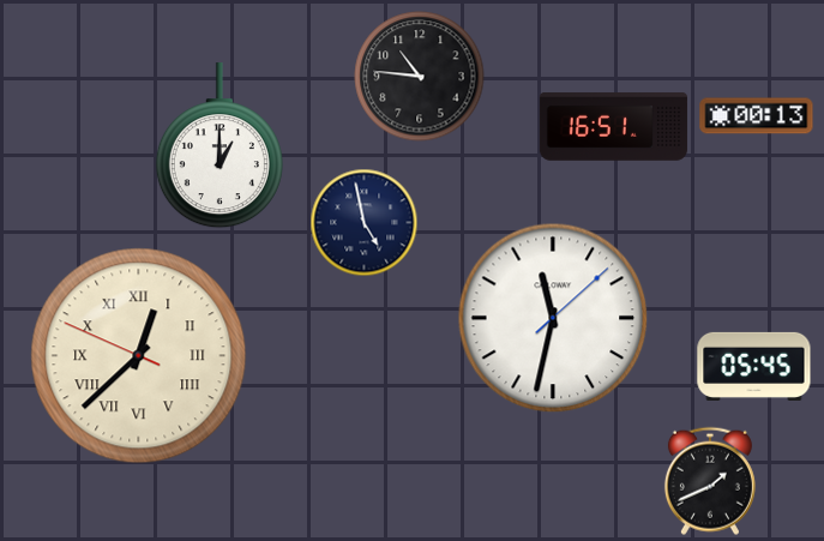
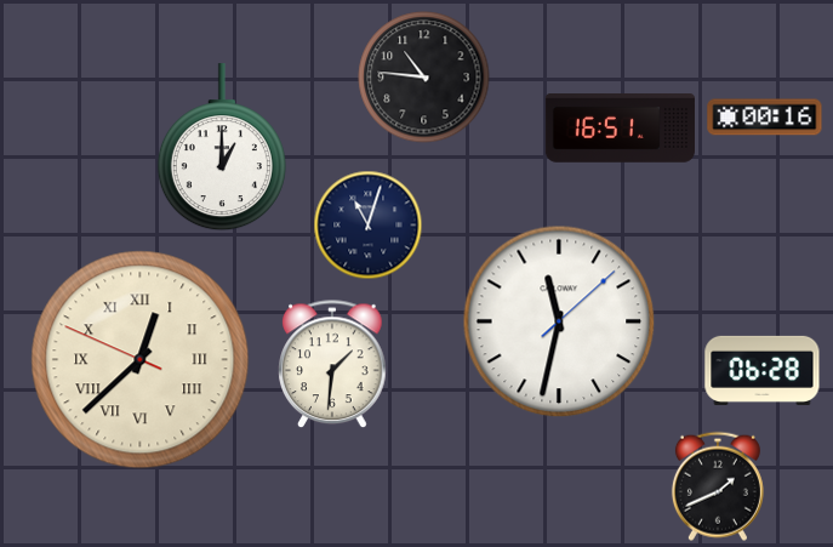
clock at (757, 116): 00:13 -> 00:16
clock at (363, 222): 4:58 -> 11:03
clock at (332, 364): none -> 1:31
clock at (754, 366): 05:45 -> 06:28
